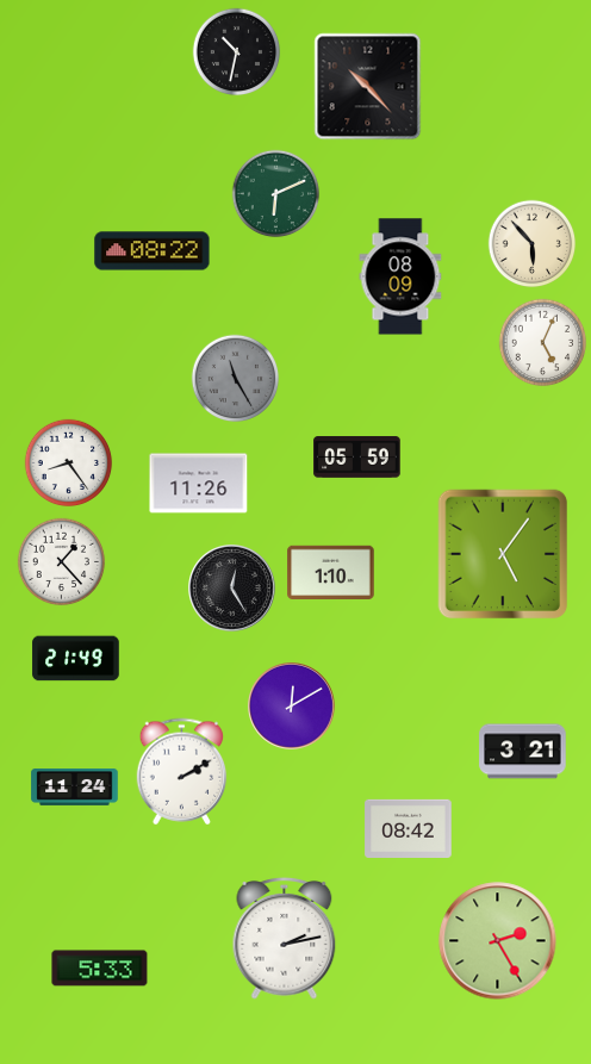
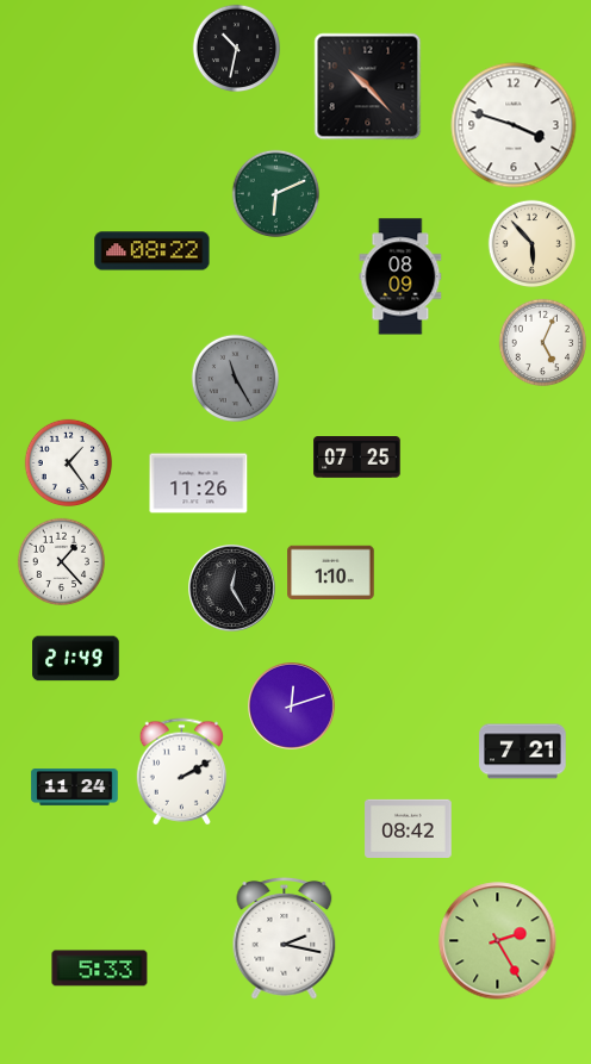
clock at (237, 52) position: (237, 52) -> (237, 49)
clock at (514, 125): none -> 3:48
clock at (357, 458): 05:59 -> 07:25
clock at (69, 463): 8:24 -> 1:24
clock at (503, 554): 5:06 -> none
clock at (292, 707): 12:10 -> 12:12
clock at (523, 752): 3:21 -> 7:21
clock at (285, 939): 2:13 -> 2:17
